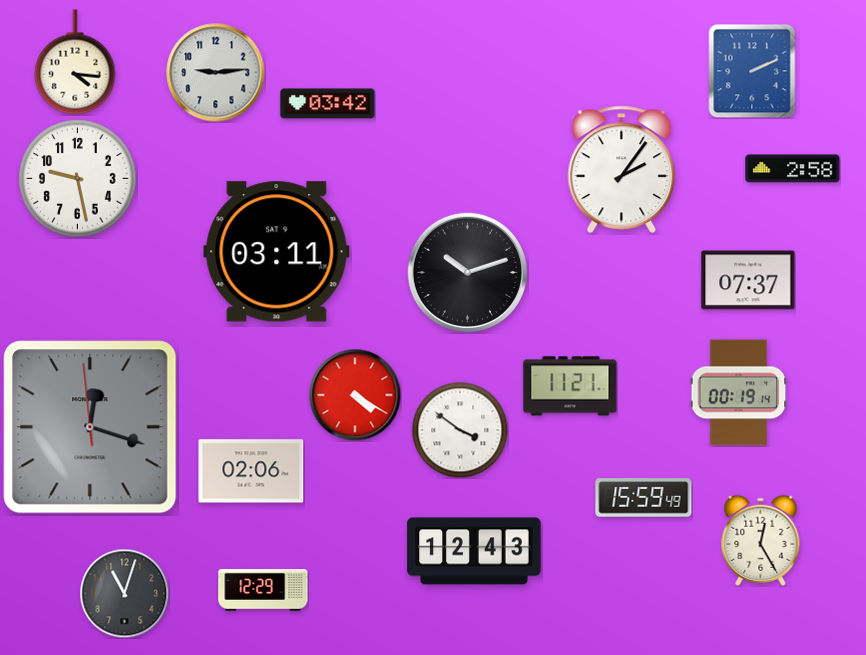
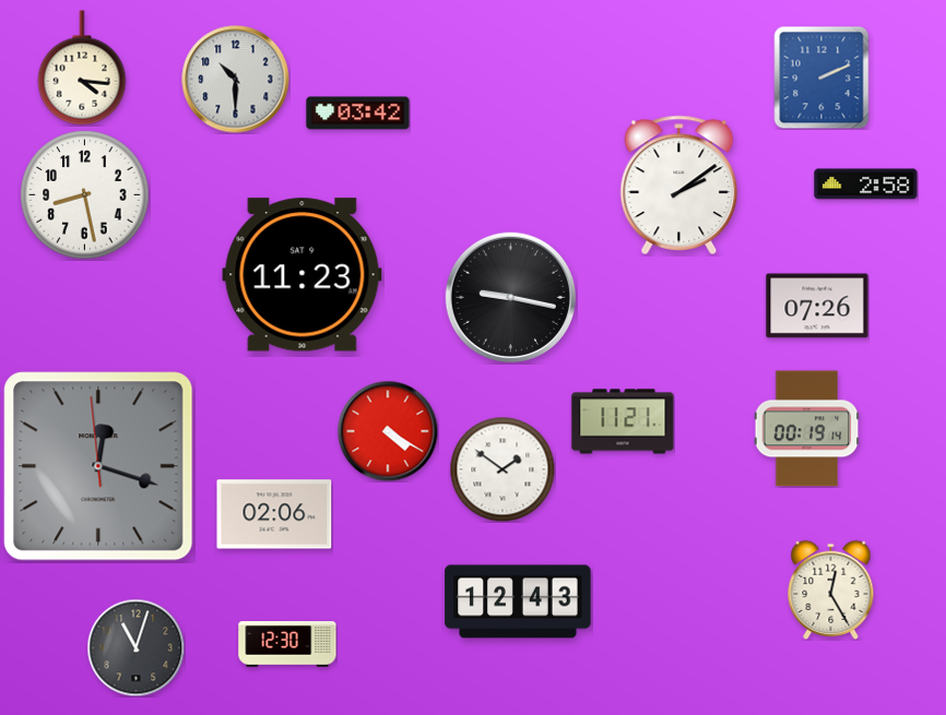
clock at (216, 73): 9:14 -> 10:30
clock at (622, 169): 2:06 -> 2:09
clock at (78, 179): 9:28 -> 8:28
clock at (277, 252): 03:11 -> 11:23
clock at (467, 272): 10:12 -> 9:17
clock at (748, 280): 07:37 -> 07:26
clock at (460, 430): 3:51 -> 1:51
clock at (644, 498): 15:59 -> none
clock at (263, 591): 12:29 -> 12:30
